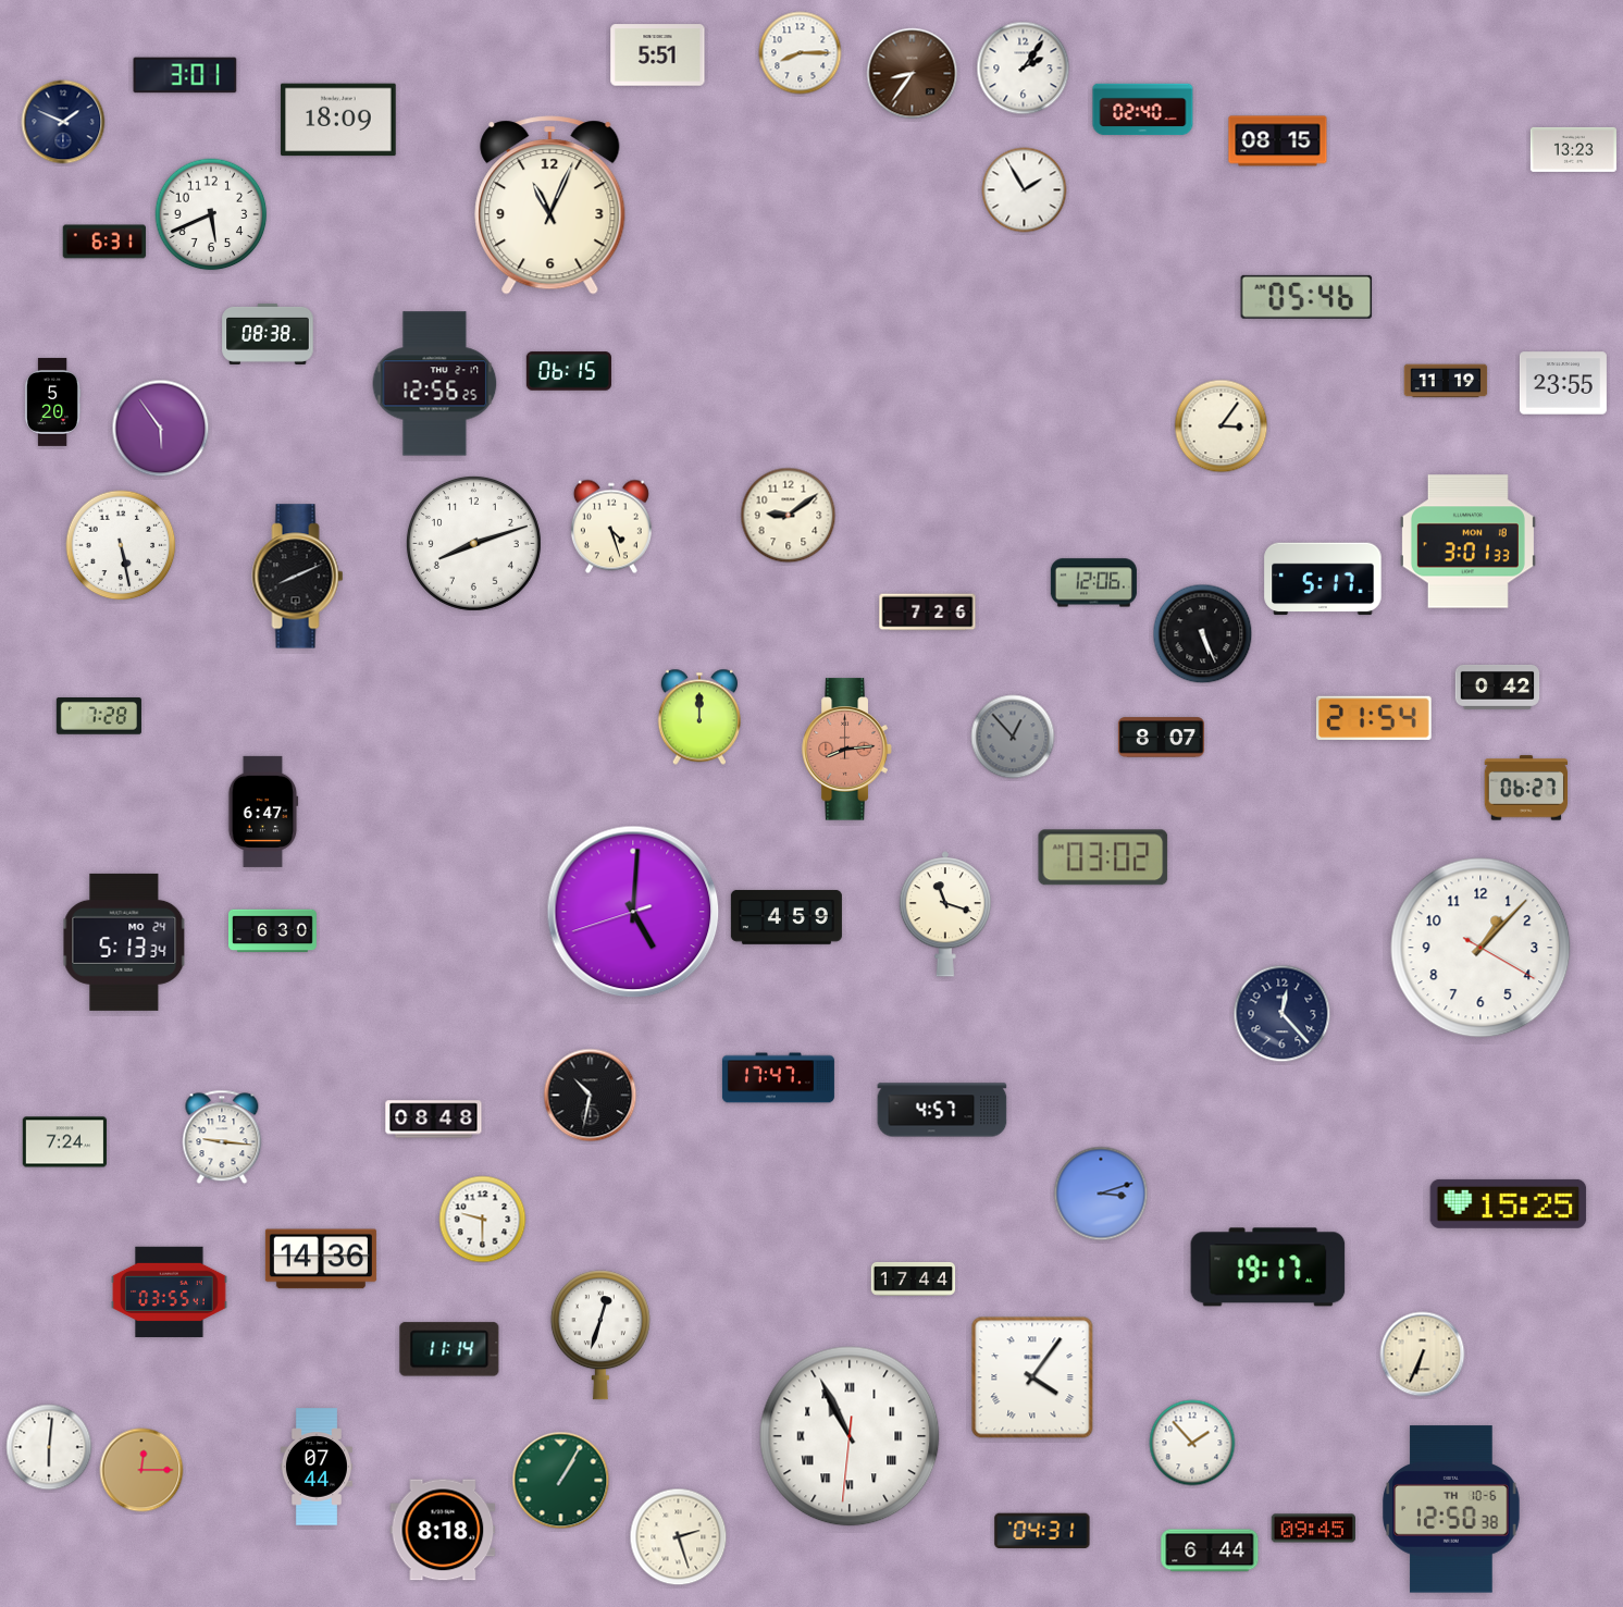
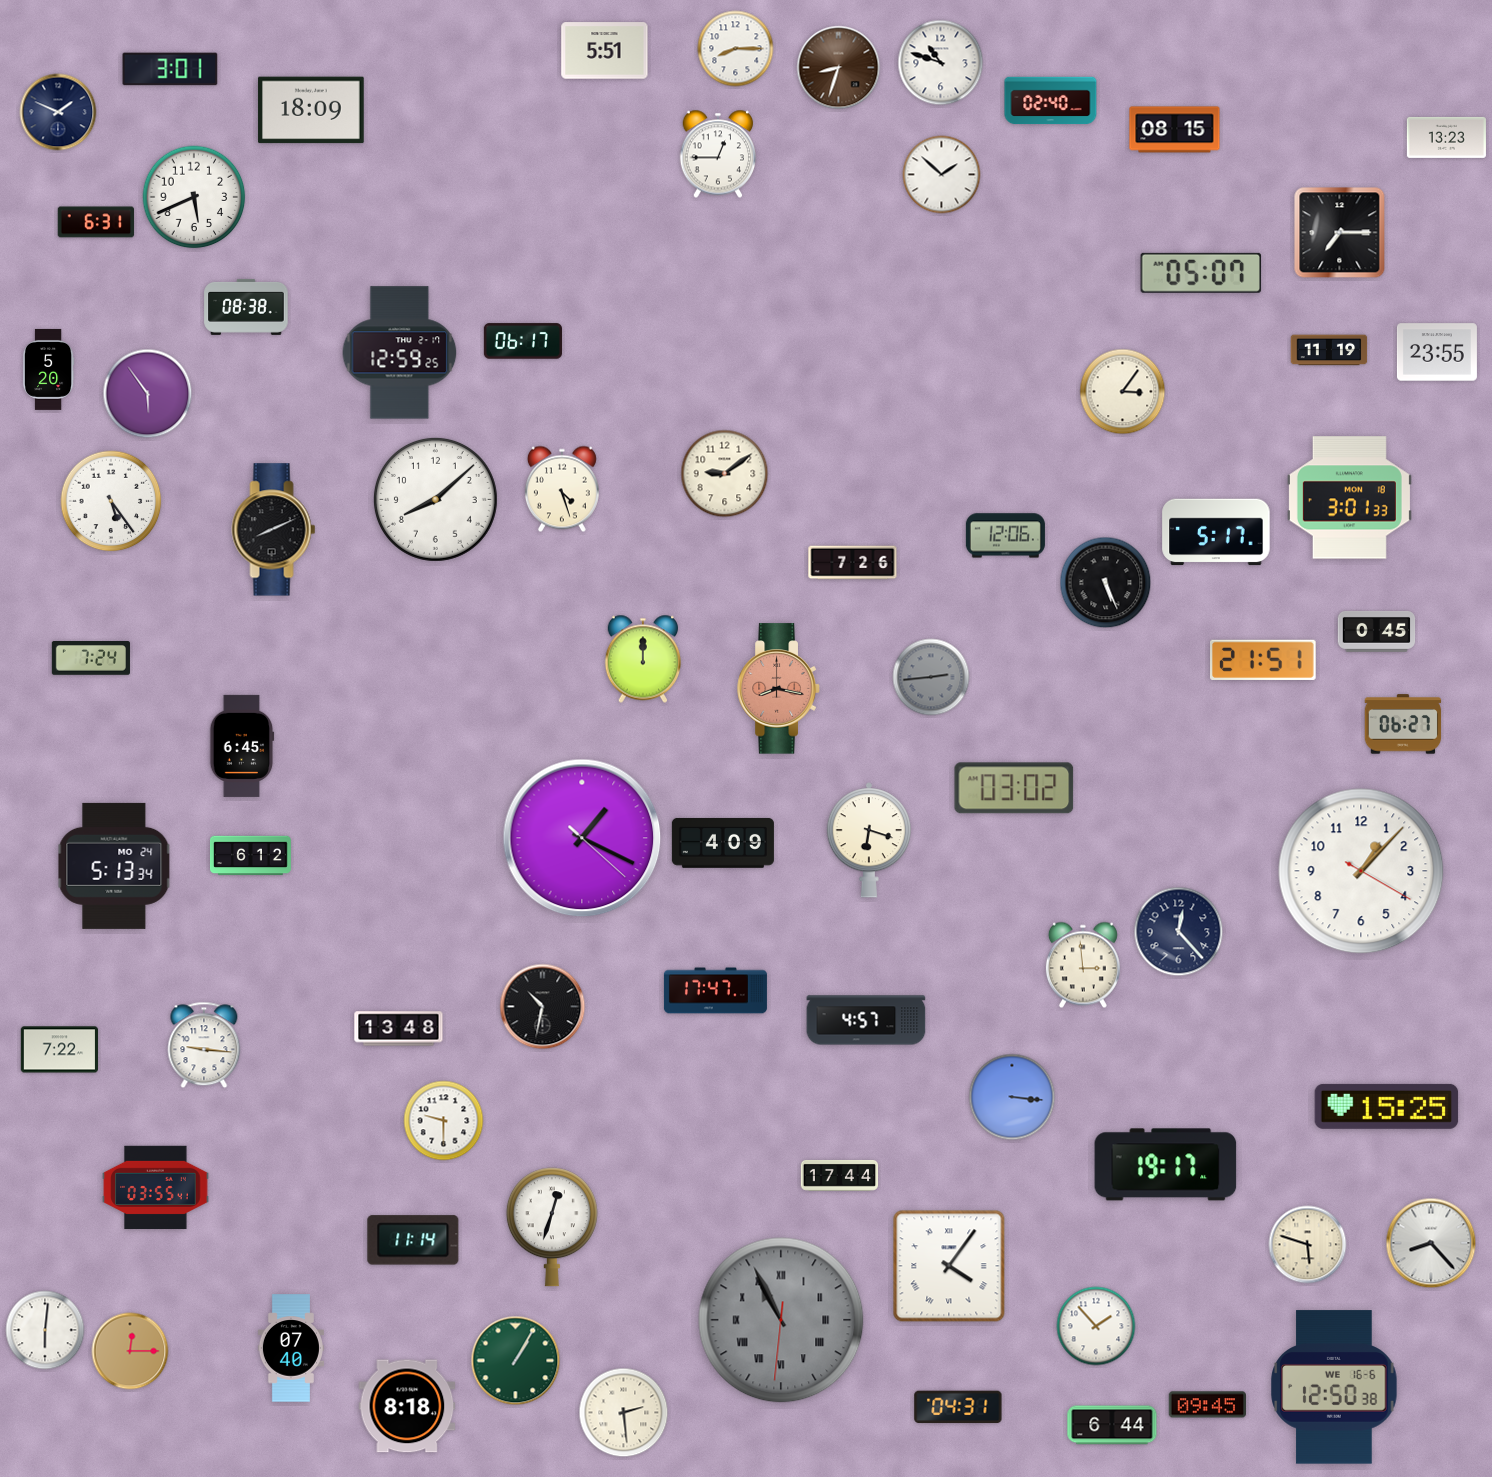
clock at (1024, 69): 2:06 -> 10:48
clock at (913, 74): 8:36 -> 8:33
clock at (717, 154): none -> 12:45
clock at (1025, 190): 1:55 -> 1:52
clock at (550, 206): 11:04 -> none
clock at (1340, 233): none -> 7:15
clock at (1306, 297): 05:46 -> 05:07
clock at (569, 371): 06:15 -> 06:17
clock at (435, 384): 12:56 -> 12:59
clock at (611, 527) position: (611, 527) -> (562, 489)
clock at (473, 543): 8:12 -> 8:08
clock at (121, 545): 5:28 -> 5:24
clock at (1498, 687): 0:42 -> 0:45
clock at (99, 716): 7:28 -> 7:24
clock at (1375, 718): 21:54 -> 21:51
clock at (1013, 737): 12:53 -> 2:44
clock at (1161, 738): 8:07 -> none
clock at (847, 750): 8:14 -> 8:17
clock at (263, 812): 6:47 -> 6:45
clock at (633, 912): 5:00 -> 1:19
clock at (945, 914): 11:18 -> 6:18
clock at (786, 917): 4:59 -> 4:09
clock at (273, 931): 6:30 -> 6:12
clock at (1083, 965): none -> 2:59
clock at (434, 1120): 08:48 -> 13:48
clock at (65, 1142): 7:24 -> 7:22
clock at (1101, 1194): 3:12 -> 3:16
clock at (321, 1259): 14:36 -> none
clock at (1431, 1243): none -> 8:23
clock at (1423, 1355): 6:34 -> 5:48
clock at (850, 1436) dial: white -> grey
clock at (317, 1467): 07:44 -> 07:40
clock at (1451, 1509) date: TH 10-6 -> WE 16-6
clock at (679, 1537): 2:27 -> 2:29
